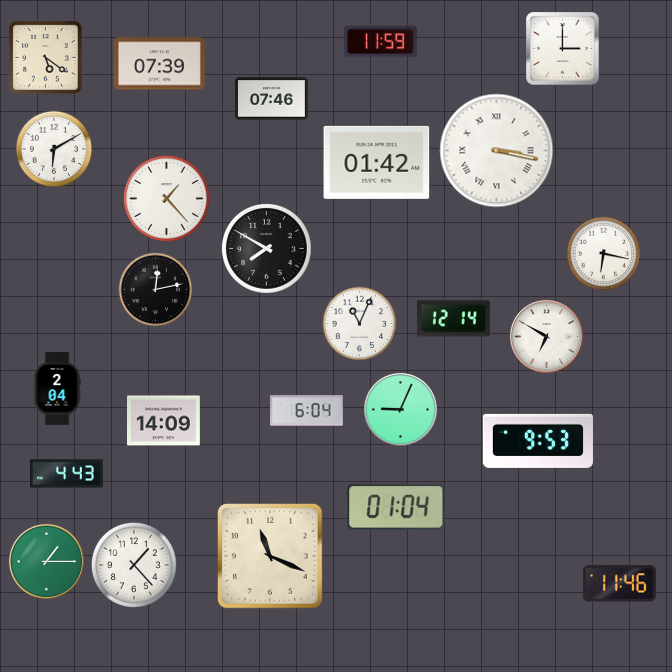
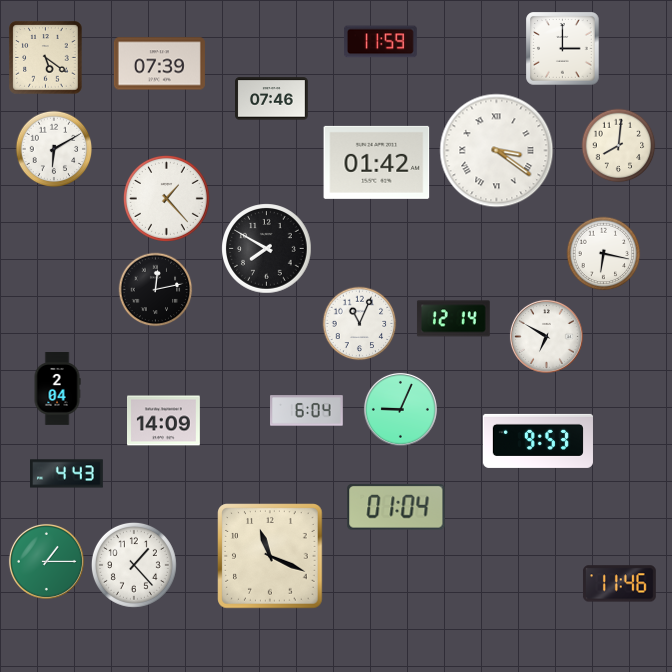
clock at (619, 146): none -> 8:01
clock at (497, 151): 3:17 -> 3:21
